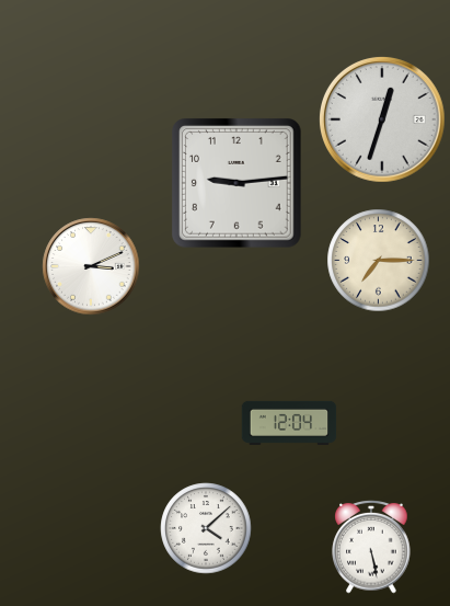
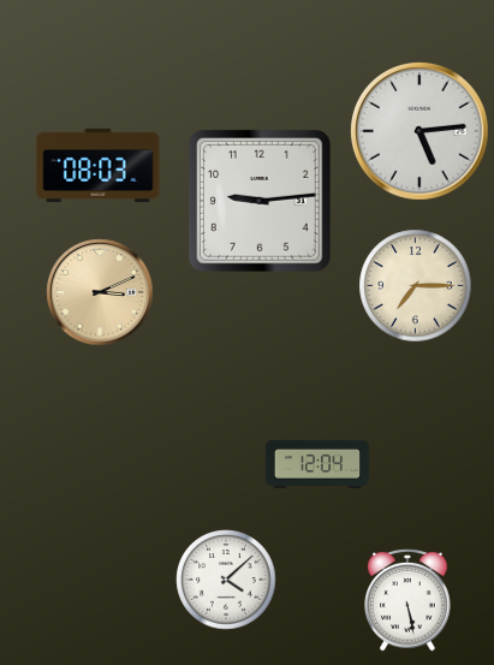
clock at (382, 119): 12:33 -> 5:14
clock at (99, 165): none -> 08:03
clock at (91, 266) dial: white -> champagne
